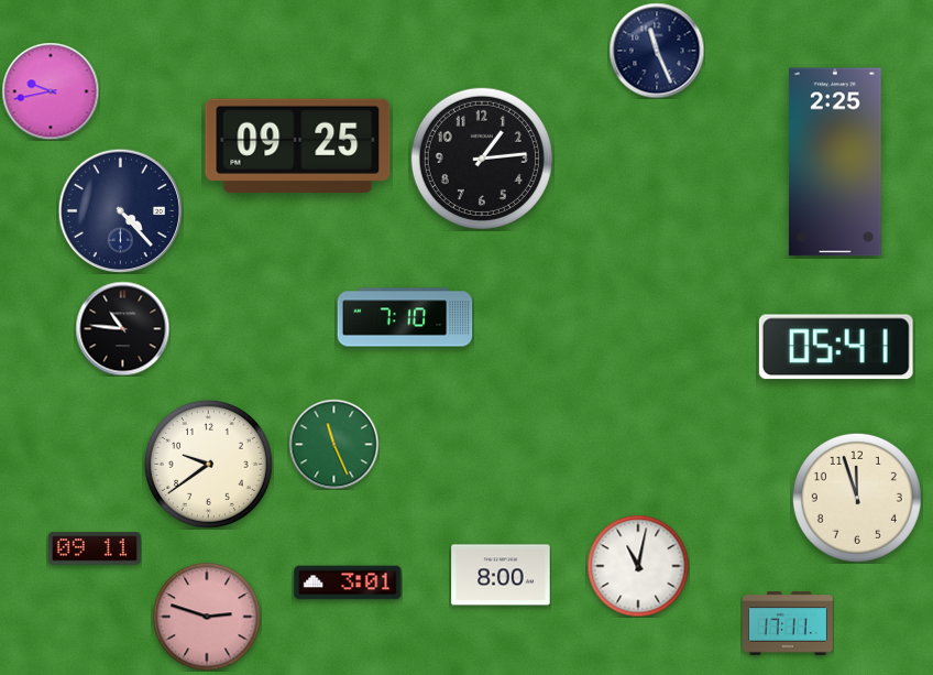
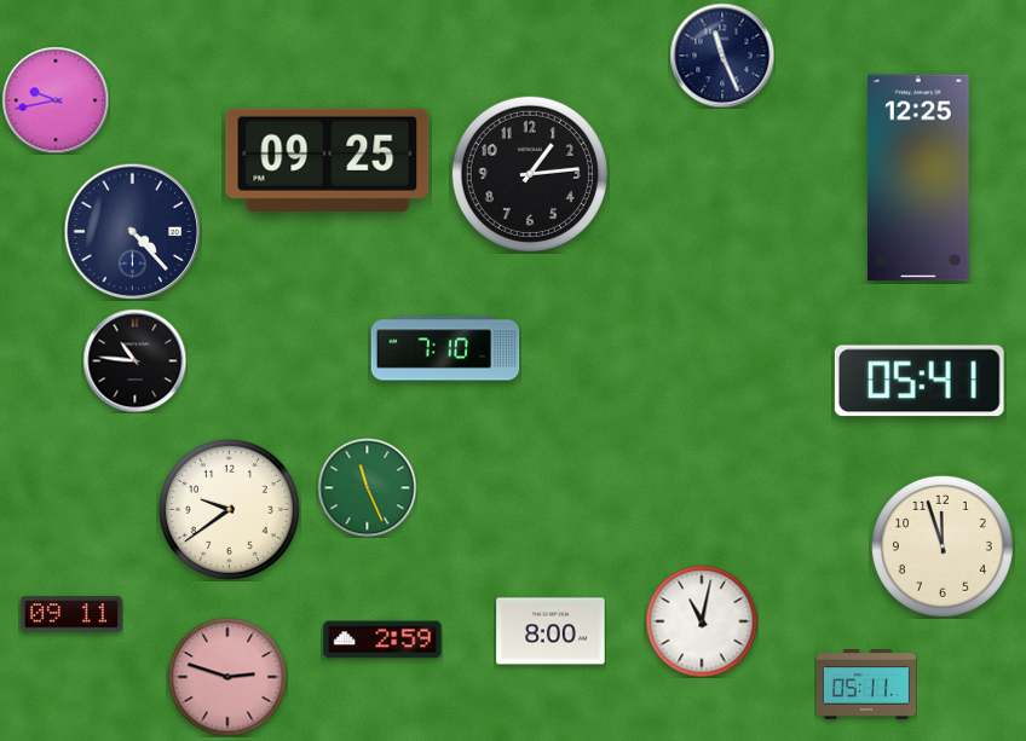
clock at (835, 162): 2:25 -> 12:25
clock at (95, 548) position: (95, 548) -> (71, 614)
clock at (348, 583): 3:01 -> 2:59
clock at (788, 624): 17:11 -> 05:11
